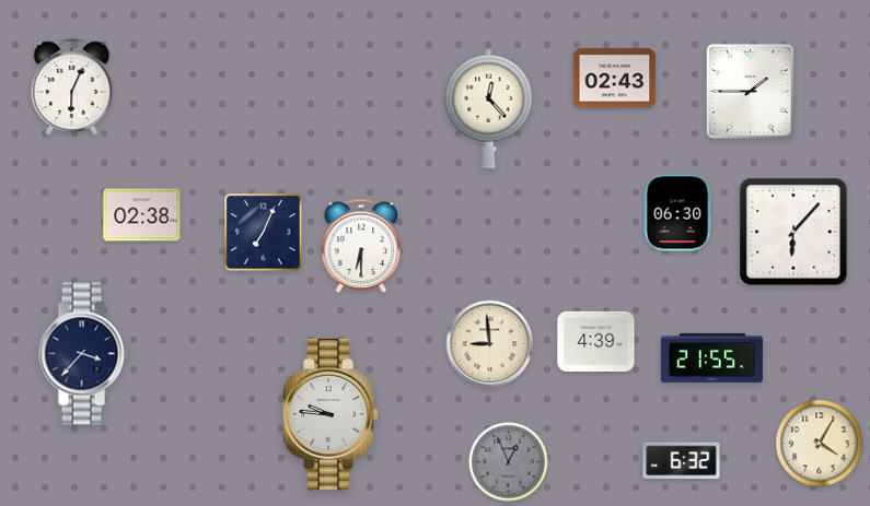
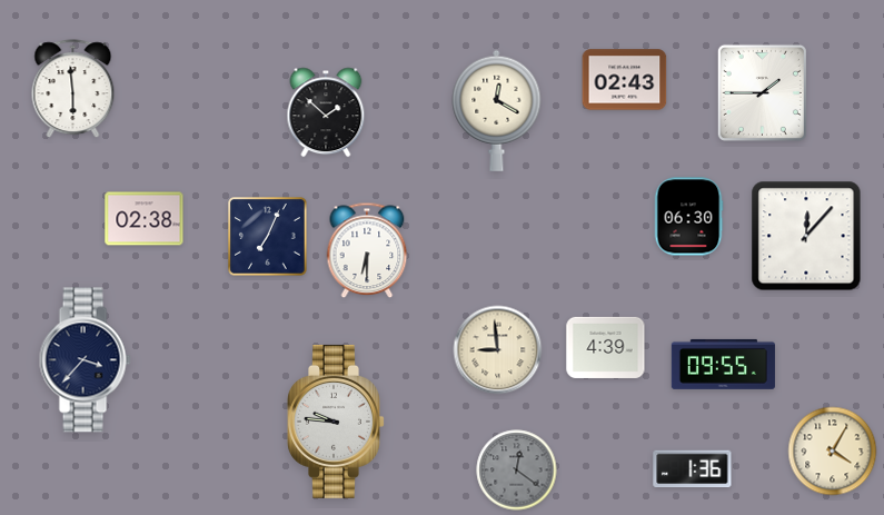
clock at (72, 87): 6:04 -> 5:59
clock at (489, 108): 12:23 -> 12:20
clock at (326, 112): none -> 1:52
clock at (793, 232): 6:07 -> 12:07
clock at (711, 357): 21:55 -> 09:55
clock at (682, 461): 6:32 -> 1:36
clock at (509, 462): 12:56 -> 12:21
